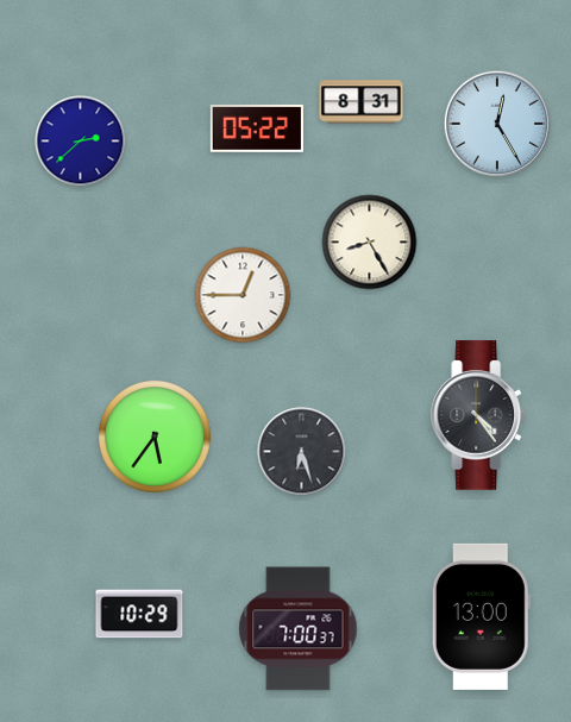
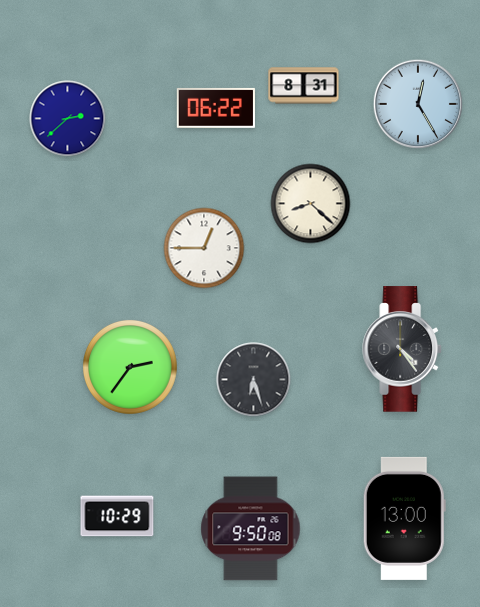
clock at (257, 128): 05:22 -> 06:22
clock at (370, 243): 8:25 -> 8:22
clock at (155, 437): 5:36 -> 2:36
clock at (299, 629): 7:00 -> 9:50
